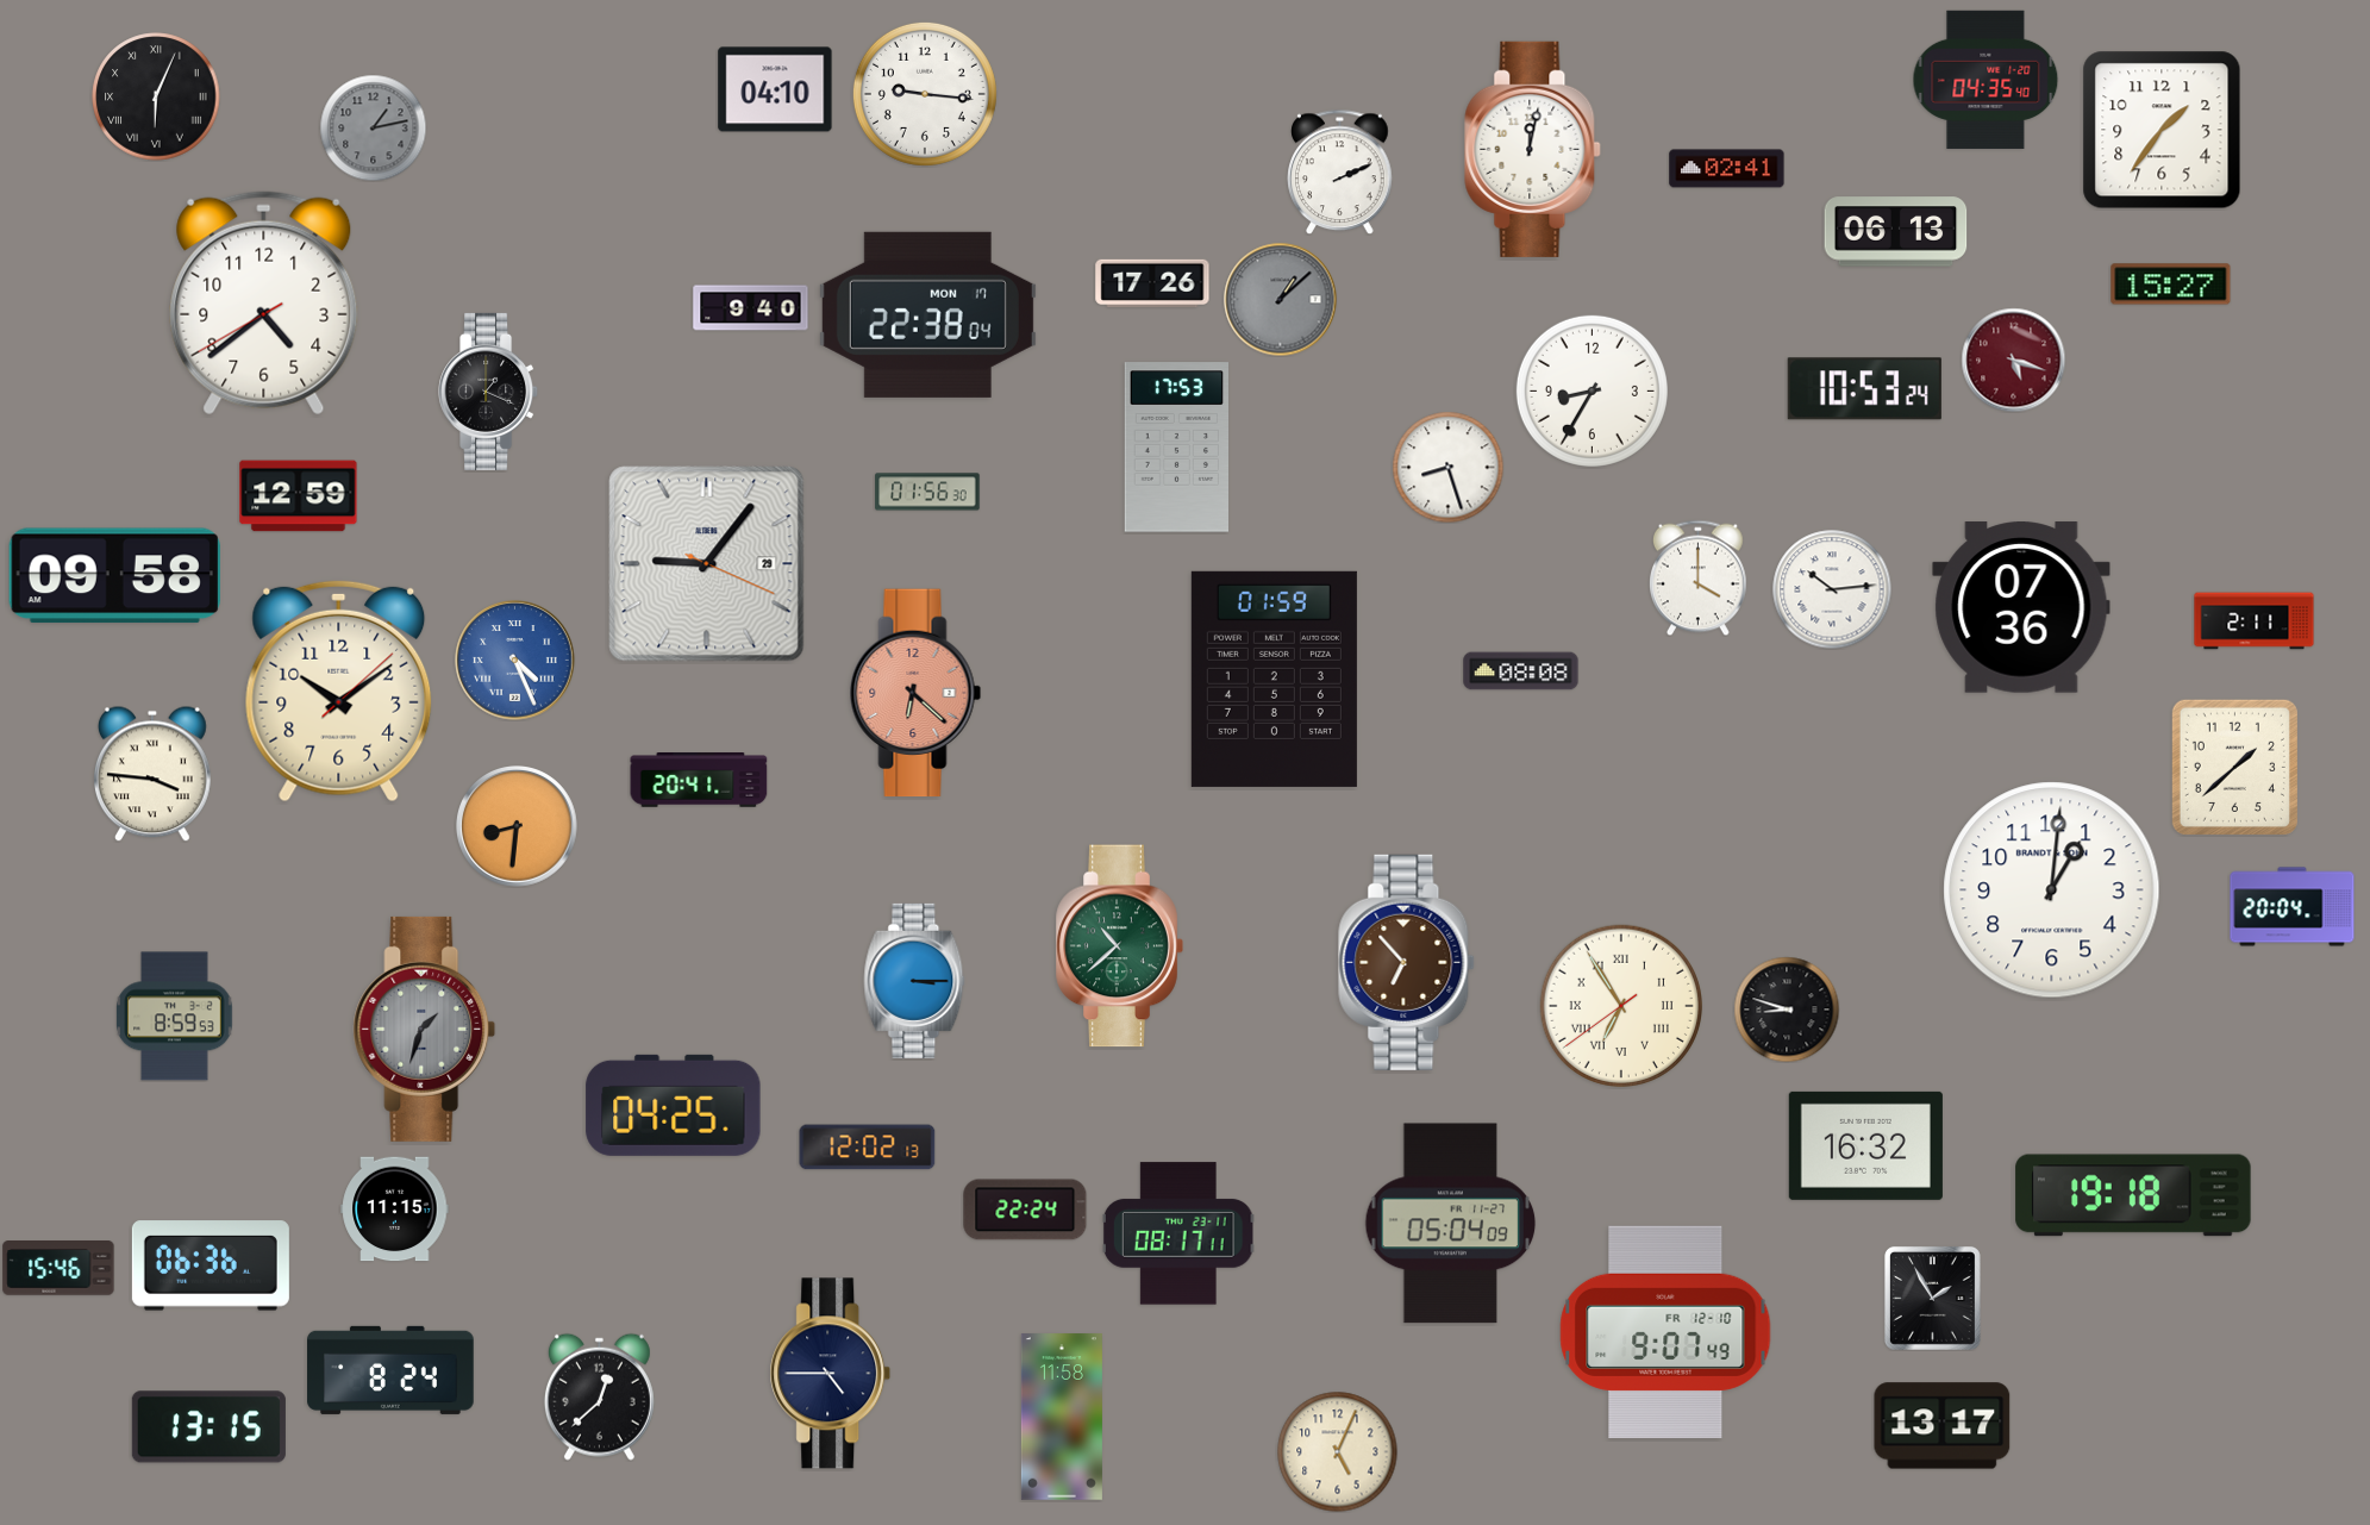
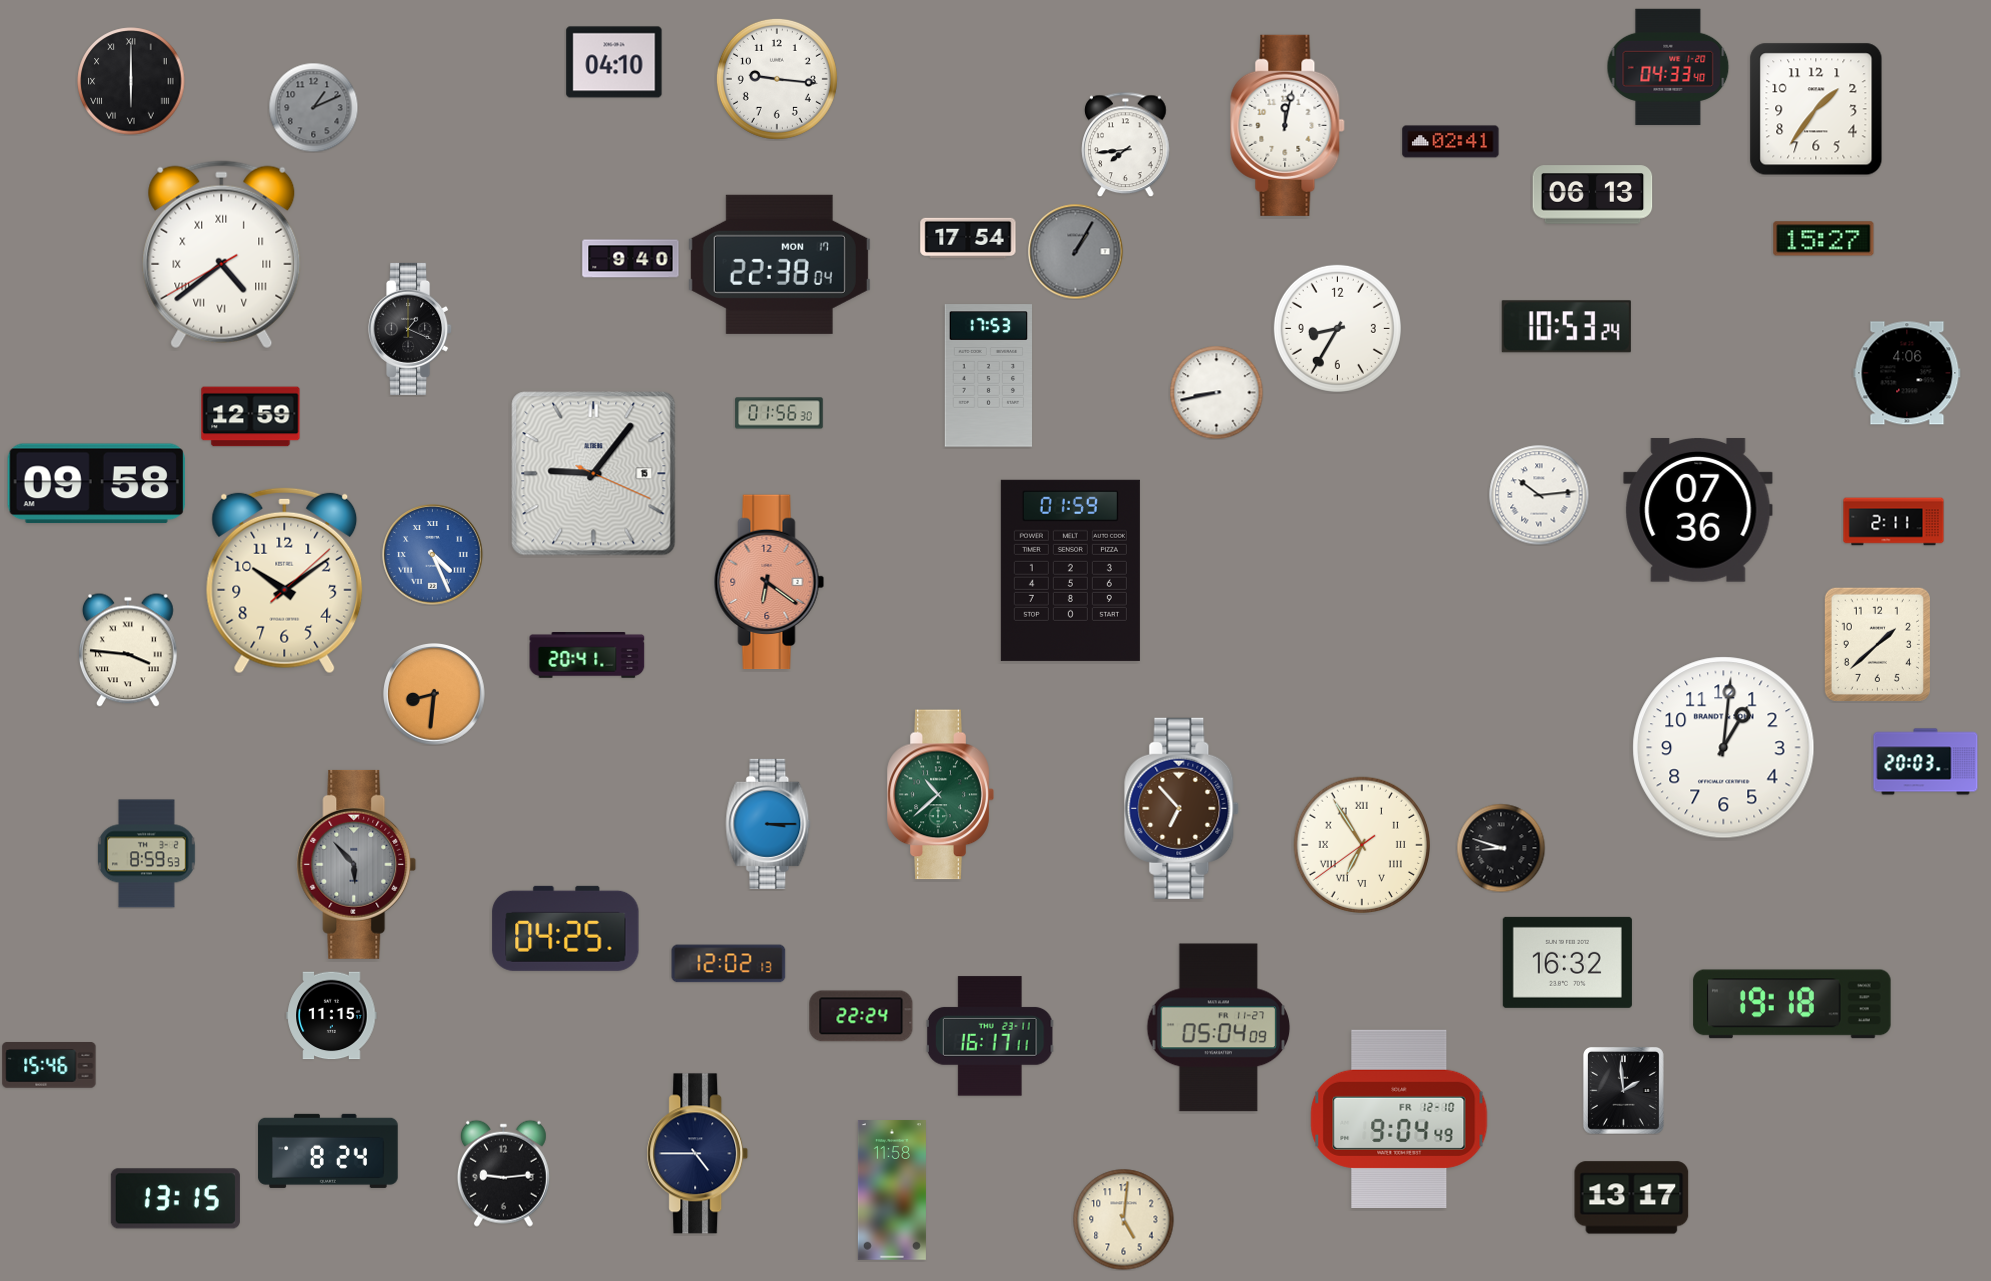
clock at (1986, 80): 04:35 -> 04:33
clock at (775, 89) position: (775, 89) -> (614, 62)
clock at (156, 96): 6:04 -> 6:00
clock at (373, 127): 1:13 -> 1:11
clock at (1340, 171): 2:11 -> 7:44
clock at (1152, 283): 17:26 -> 17:54
clock at (1280, 299): 1:08 -> 1:05
clock at (264, 304) numerals: Arabic -> Roman
clock at (2013, 360): 5:18 -> none
clock at (1907, 373): none -> 4:06
clock at (1447, 467): 8:27 -> 8:43
clock at (707, 564) date: 29 -> 15
clock at (1697, 577): 4:00 -> none
clock at (1521, 671): 08:08 -> none
clock at (915, 693): 6:22 -> 6:21
clock at (2293, 907): 20:04 -> 20:03
clock at (425, 1029): 1:33 -> 5:53
clock at (1178, 1233): 08:17 -> 16:17
clock at (211, 1265): 06:36 -> none
clock at (1932, 1298): 1:55 -> 1:59
clock at (1665, 1332): 9:07 -> 9:04
clock at (599, 1396): 12:38 -> 9:14
clock at (1338, 1452): 5:04 -> 5:01
